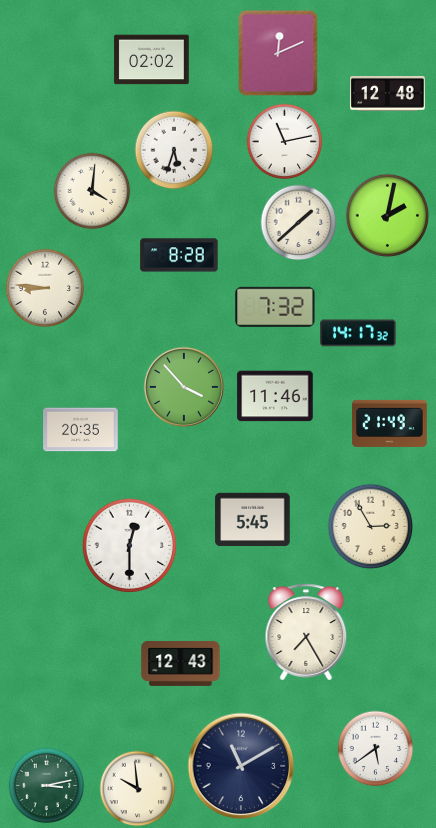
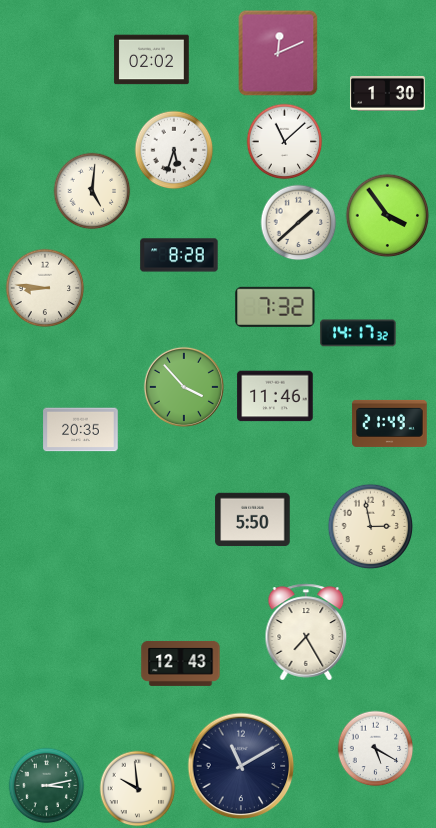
clock at (388, 94): 12:48 -> 1:30
clock at (285, 142): 11:13 -> 11:08
clock at (92, 191): 4:01 -> 5:01
clock at (388, 216): 2:02 -> 3:54
clock at (253, 520): 5:45 -> 5:50
clock at (371, 527): 2:55 -> 2:58
clock at (129, 545): 12:30 -> none
clock at (376, 749): 5:39 -> 5:20
